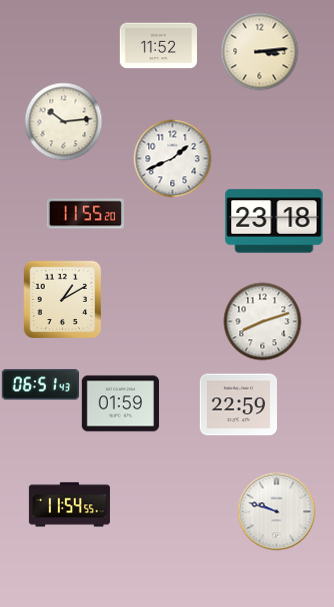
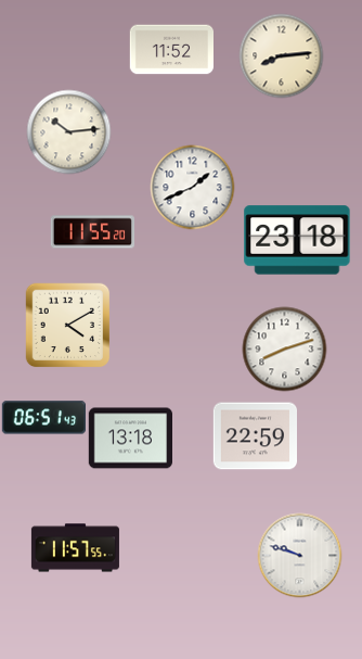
clock at (259, 51): 3:14 -> 8:14
clock at (172, 158) position: (172, 158) -> (192, 187)
clock at (62, 299): 1:10 -> 4:10
clock at (120, 404): 01:59 -> 13:18
clock at (238, 405) position: (238, 405) -> (255, 436)
clock at (69, 505): 11:54 -> 11:57
